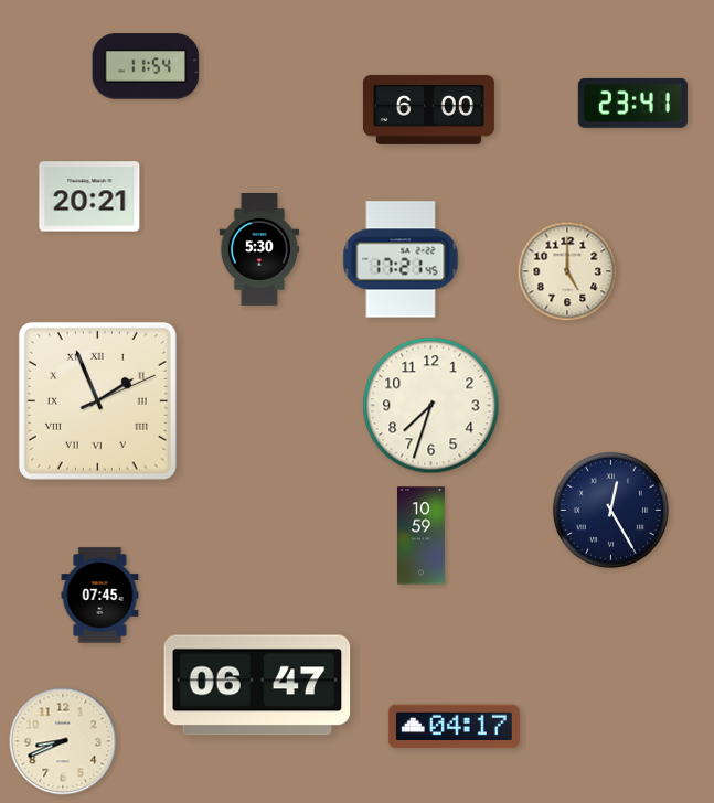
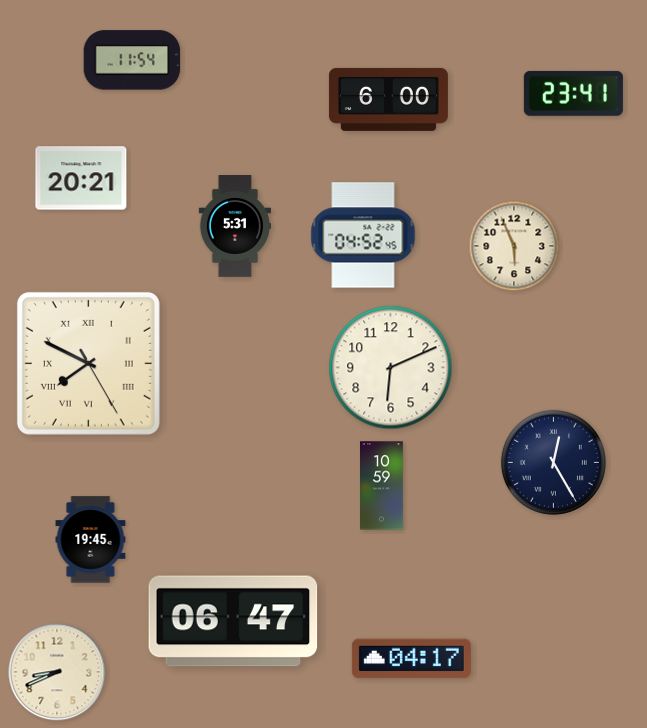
clock at (258, 250): 5:30 -> 5:31
clock at (401, 259): 17:21 -> 04:52
clock at (567, 271): 5:00 -> 5:56
clock at (97, 400): 1:56 -> 7:49
clock at (431, 406): 7:33 -> 6:11
clock at (100, 596): 07:45 -> 19:45
